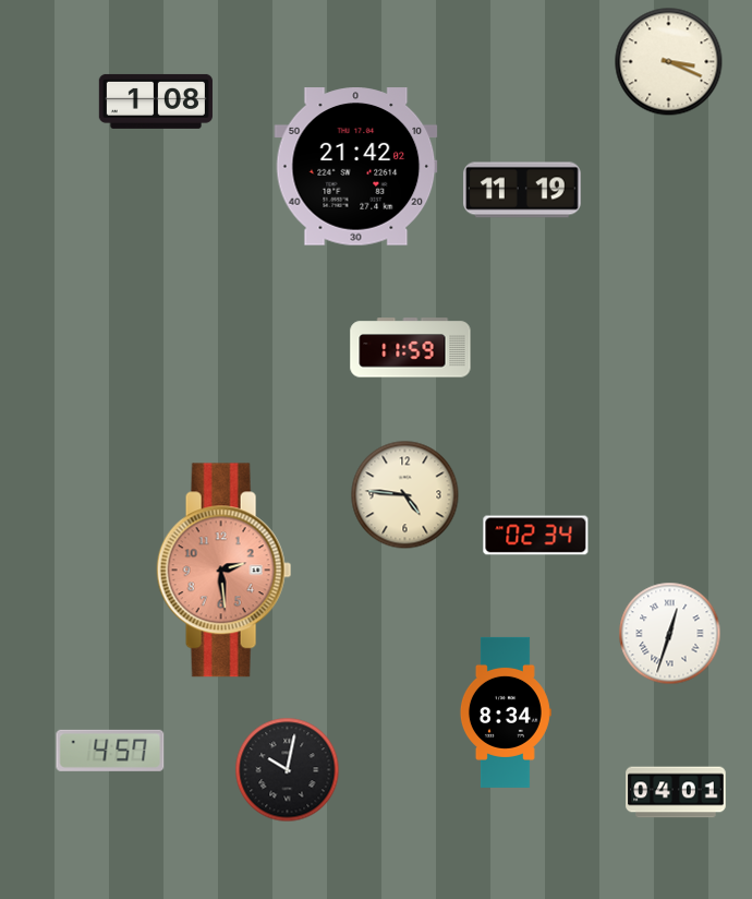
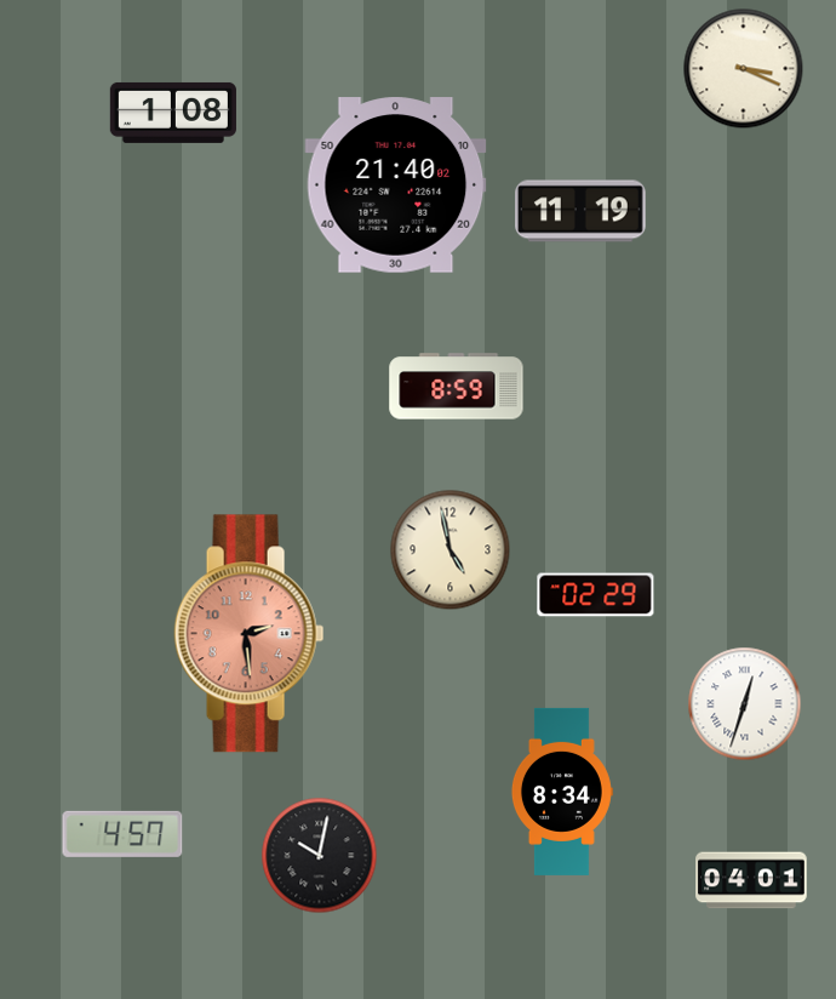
clock at (356, 167): 21:42 -> 21:40
clock at (411, 348): 11:59 -> 8:59
clock at (405, 495): 4:46 -> 4:58
clock at (536, 536): 02:34 -> 02:29
